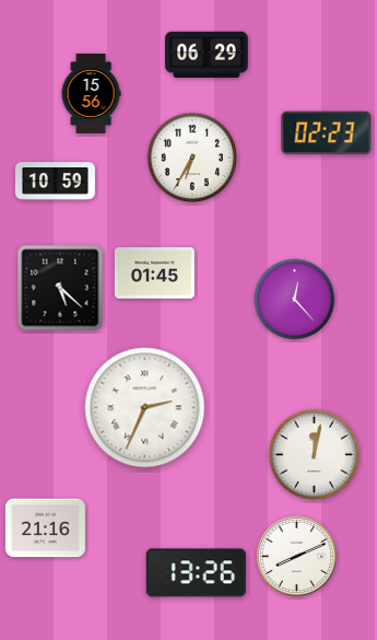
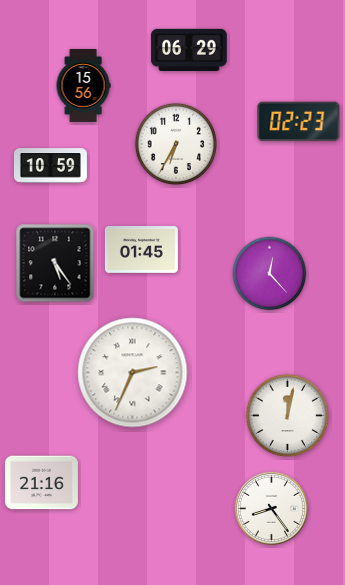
clock at (60, 288): 5:22 -> 5:24
clock at (296, 556): 8:11 -> 8:24
clock at (196, 573): 13:26 -> none
